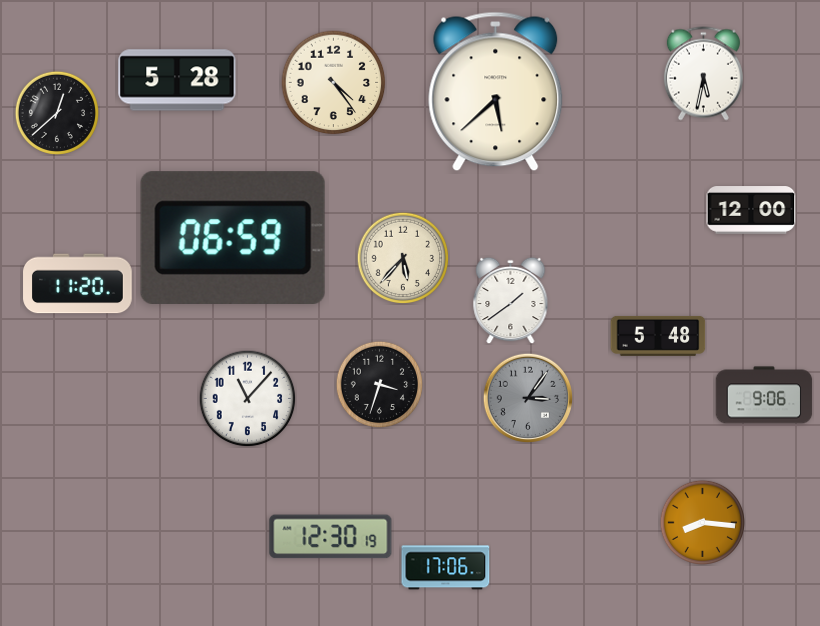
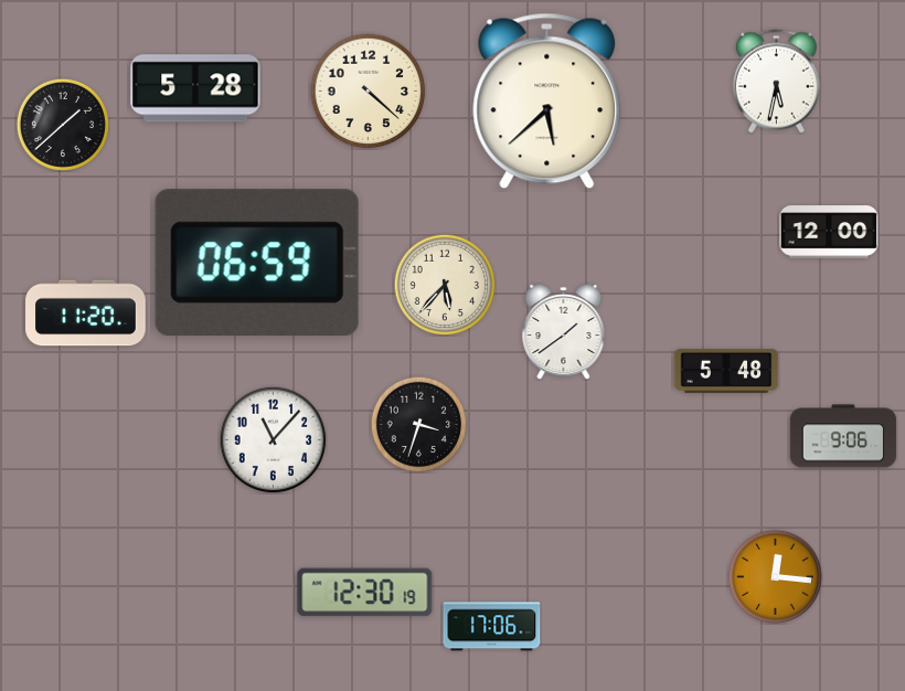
clock at (334, 83): 4:24 -> 4:22
clock at (56, 112): 12:38 -> 1:38
clock at (527, 397): 3:06 -> none
clock at (702, 522): 8:16 -> 12:16
